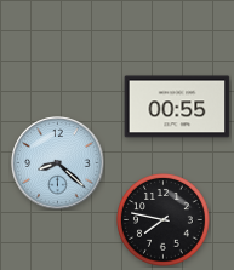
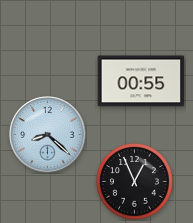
clock at (177, 107) position: (177, 107) -> (141, 81)
clock at (164, 220): 7:47 -> 12:56
